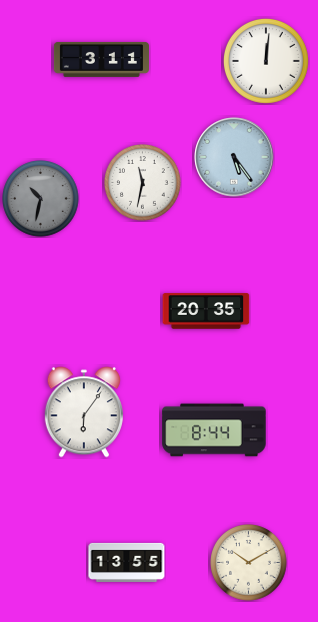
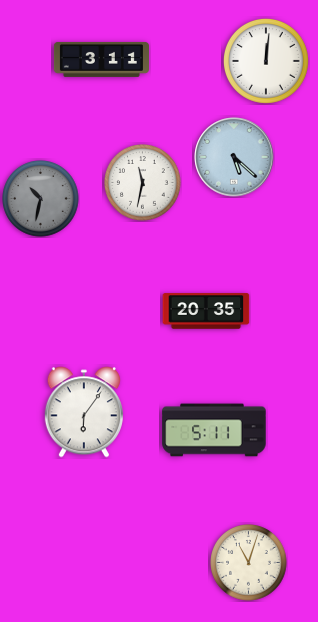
clock at (234, 157): 5:24 -> 5:22
clock at (214, 430): 8:44 -> 5:11
clock at (127, 562): 13:55 -> none
clock at (249, 563): 10:10 -> 11:03
